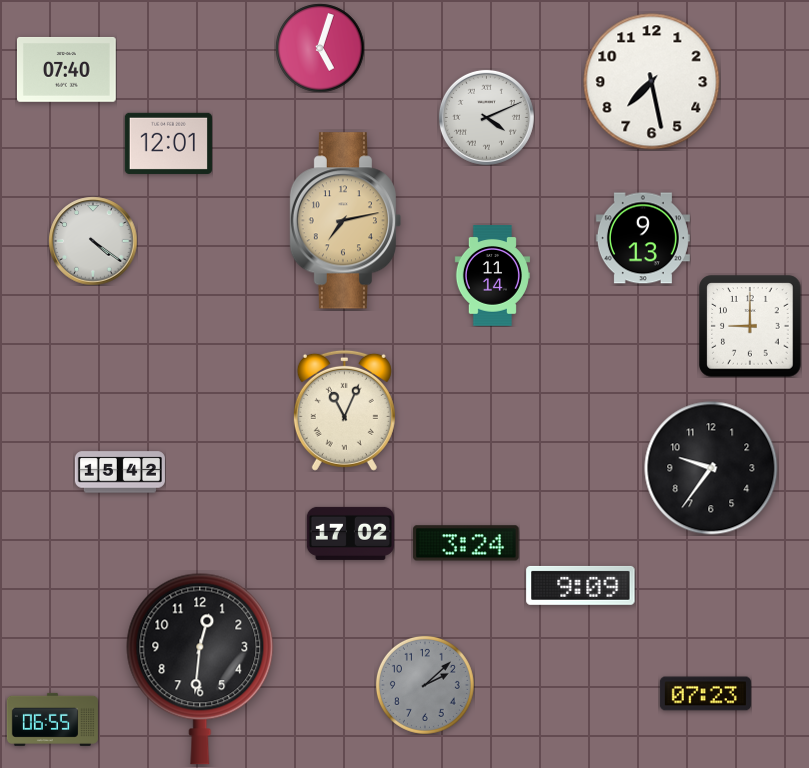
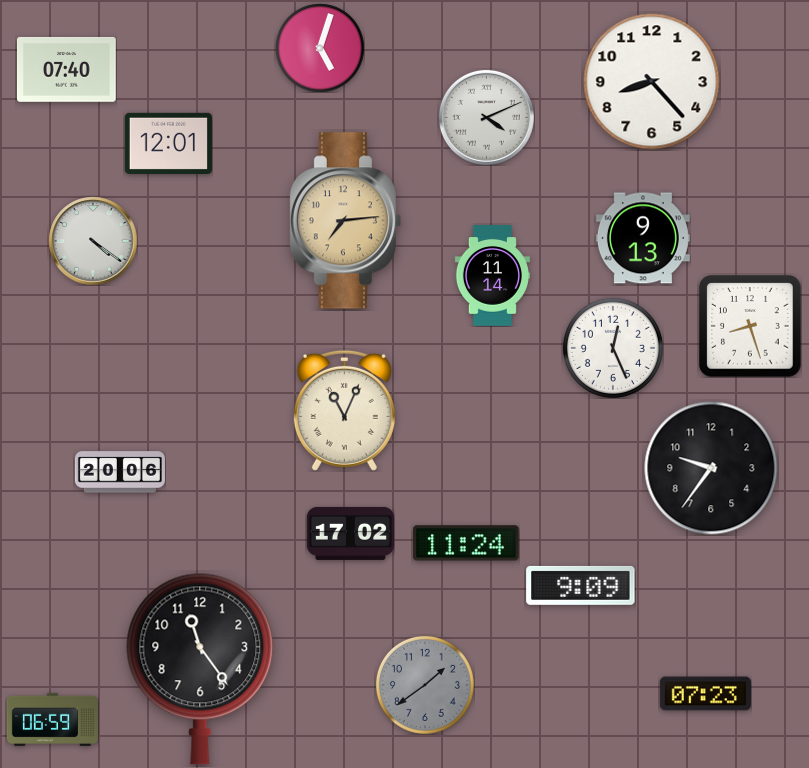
clock at (652, 82): 7:28 -> 8:23
clock at (346, 221): 7:13 -> 7:14
clock at (750, 326): 9:00 -> 8:27
clock at (613, 348): none -> 12:26
clock at (120, 472): 15:42 -> 20:06
clock at (466, 543): 3:24 -> 11:24
clock at (200, 669): 12:31 -> 11:24
clock at (425, 685): 2:08 -> 1:39
clock at (52, 719): 06:55 -> 06:59
